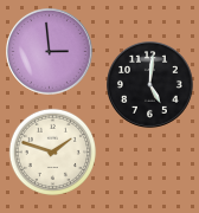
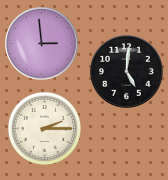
clock at (53, 153): 1:48 -> 2:15
